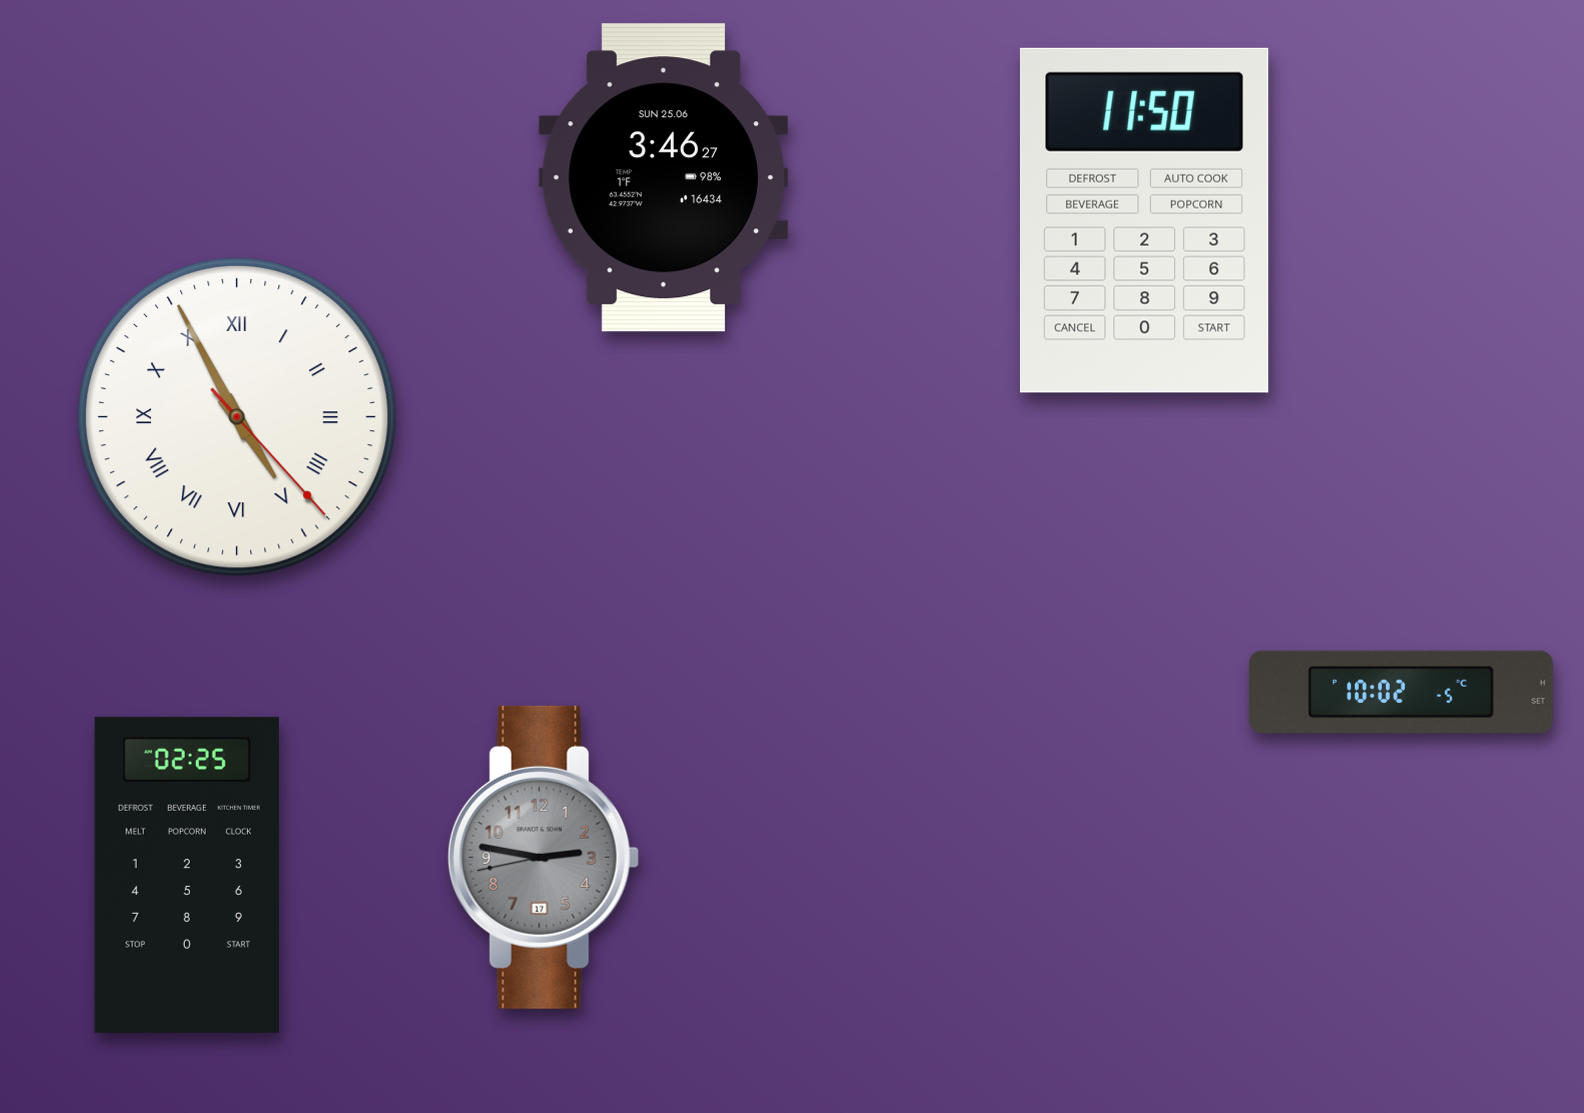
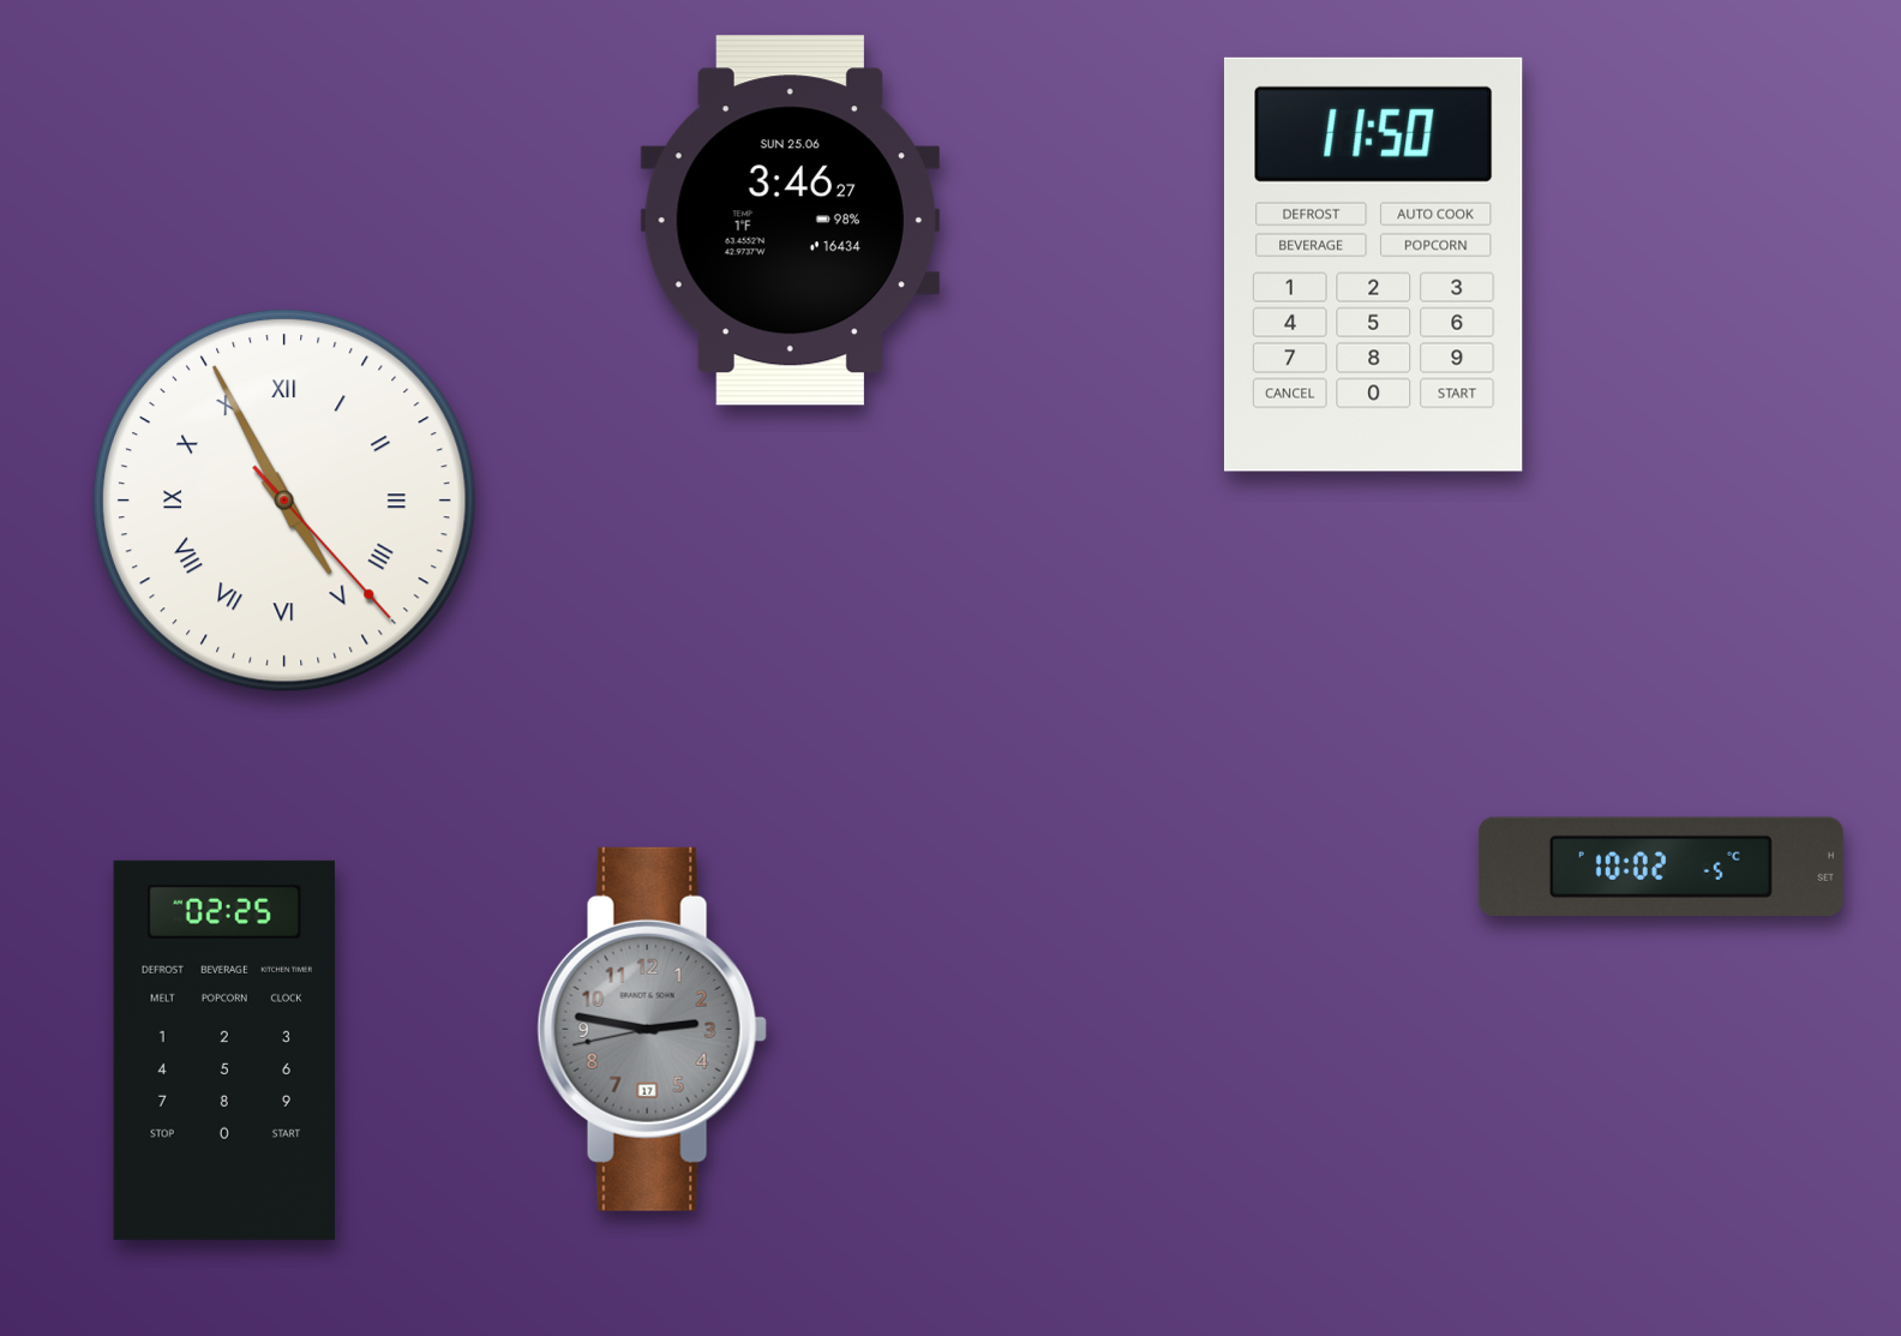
clock at (663, 178) position: (663, 178) -> (790, 221)
clock at (1401, 691) position: (1401, 691) -> (1661, 865)
